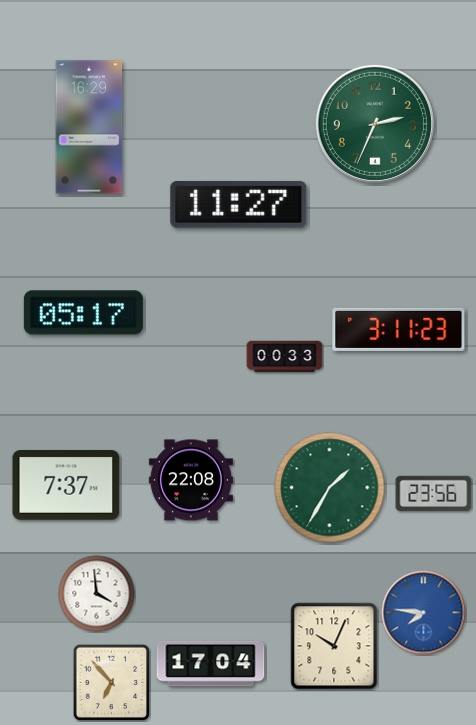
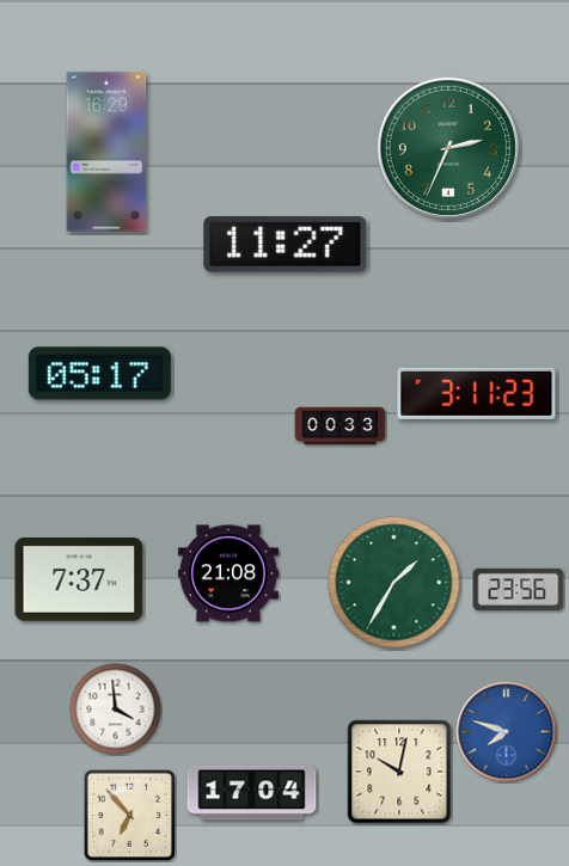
clock at (191, 480): 22:08 -> 21:08
clock at (424, 613): 7:46 -> 7:48
clock at (334, 646): 10:04 -> 10:02
clock at (111, 682) position: (111, 682) -> (129, 815)
